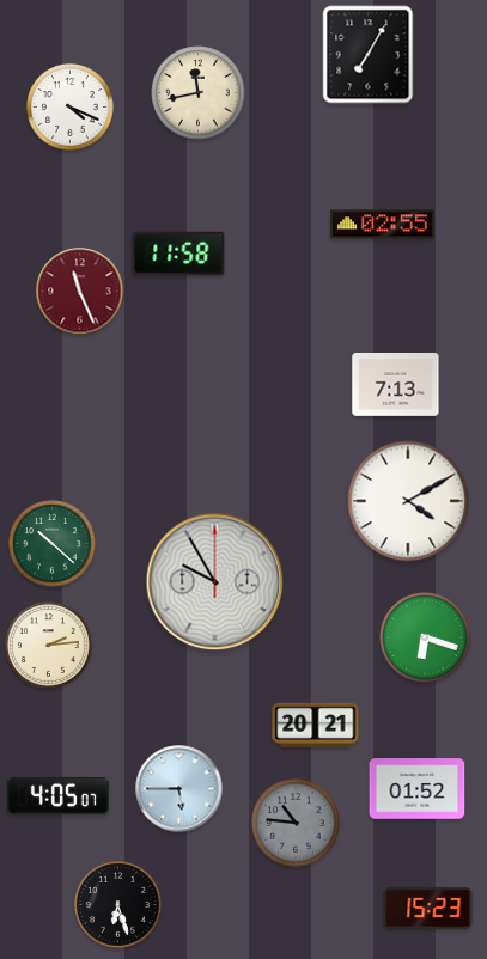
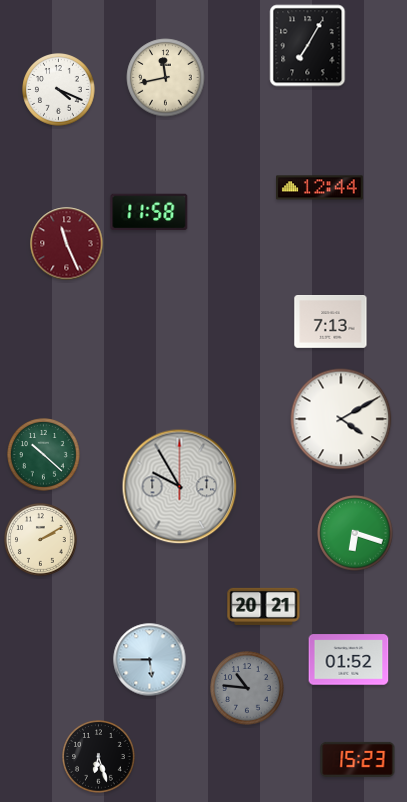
clock at (383, 225): 02:55 -> 12:44
clock at (49, 646): 2:14 -> 2:10
clock at (57, 795): 4:05 -> none
